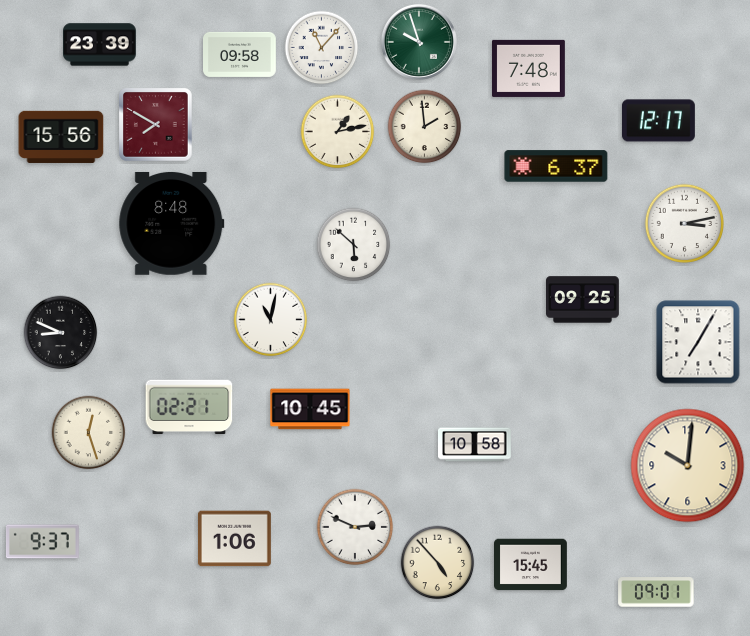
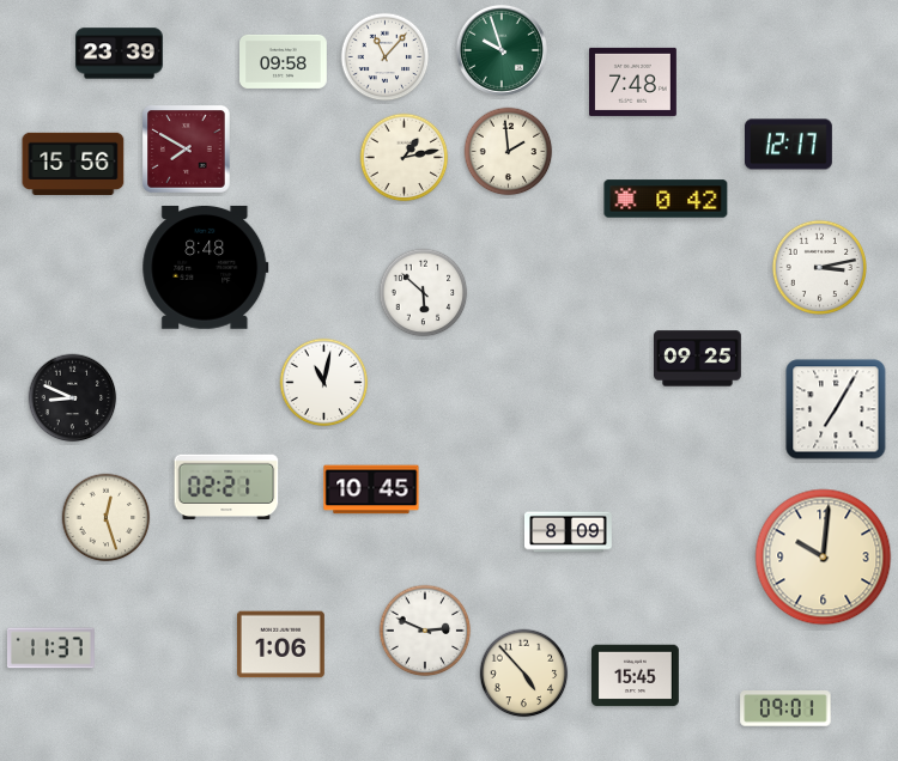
clock at (240, 54) position: (240, 54) -> (284, 61)
clock at (556, 166): 6:37 -> 0:42
clock at (475, 445): 10:58 -> 8:09
clock at (43, 542): 9:37 -> 11:37
